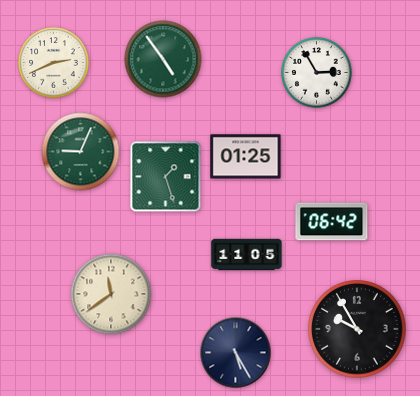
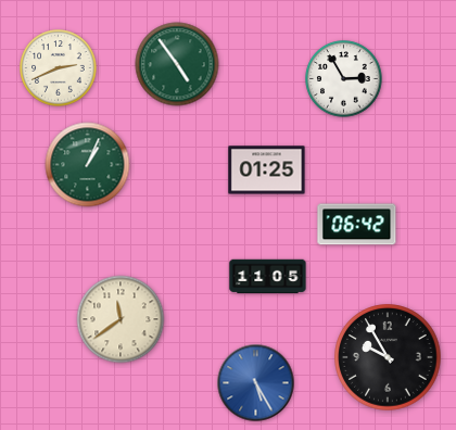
clock at (81, 152): 9:04 -> 1:04
clock at (166, 177): 1:27 -> none
clock at (332, 222) position: (332, 222) -> (357, 225)
clock at (236, 353) dial: navy -> blue
